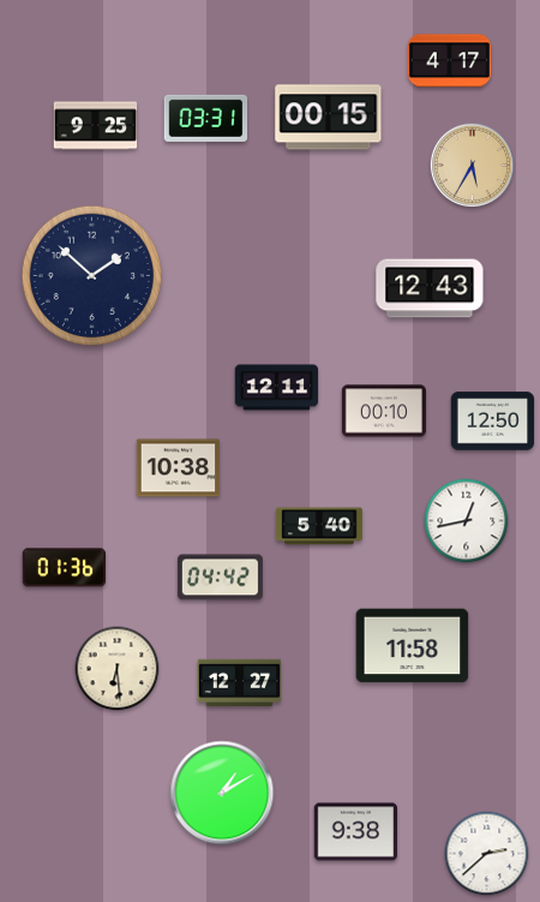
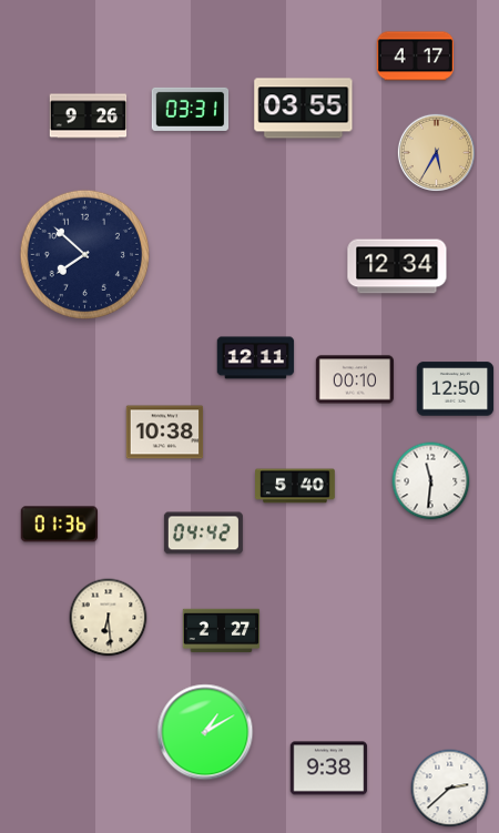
clock at (329, 118): 00:15 -> 03:55
clock at (96, 126): 9:25 -> 9:26
clock at (91, 275): 1:52 -> 7:52
clock at (430, 288): 12:43 -> 12:34
clock at (467, 521): 12:43 -> 11:31
clock at (413, 646): 11:58 -> none
clock at (240, 683): 12:27 -> 2:27
